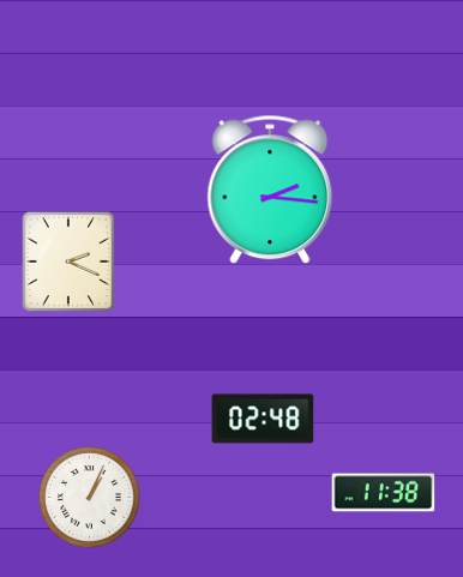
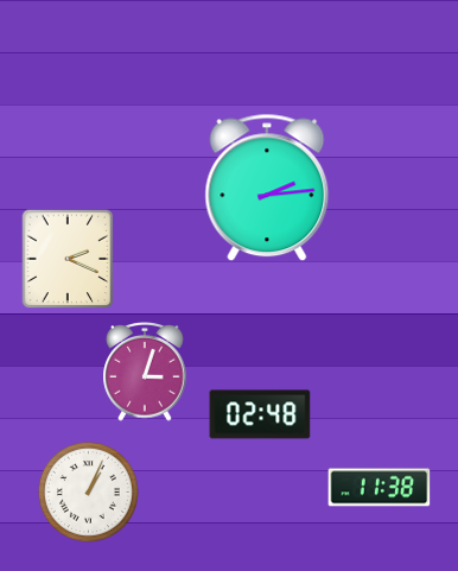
clock at (270, 190): 2:16 -> 2:14
clock at (145, 373): none -> 3:03
